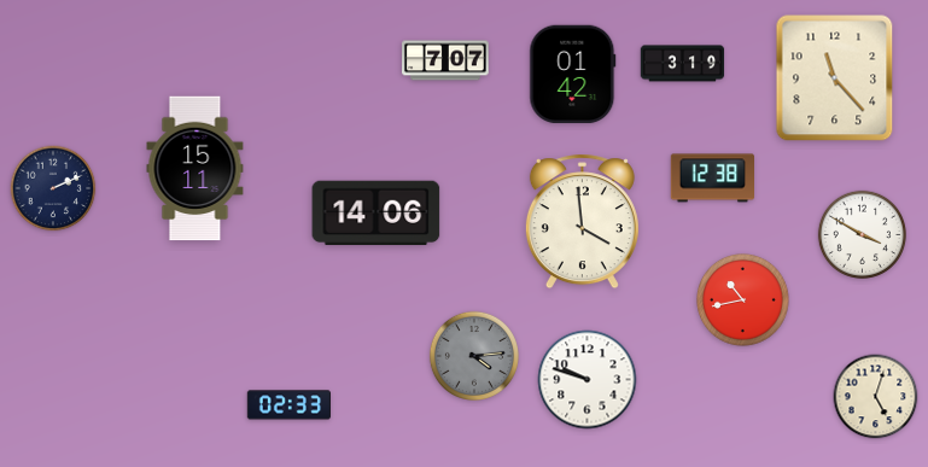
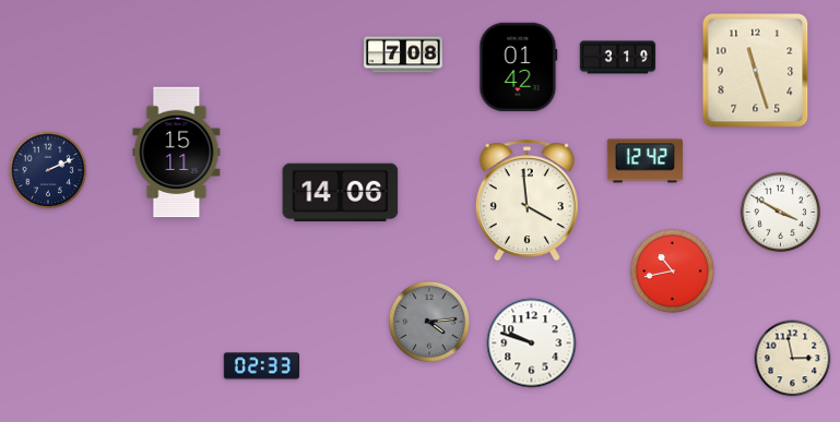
clock at (445, 60): 7:07 -> 7:08
clock at (835, 78): 11:23 -> 11:27
clock at (712, 179): 12:38 -> 12:42
clock at (876, 397): 5:03 -> 2:58
